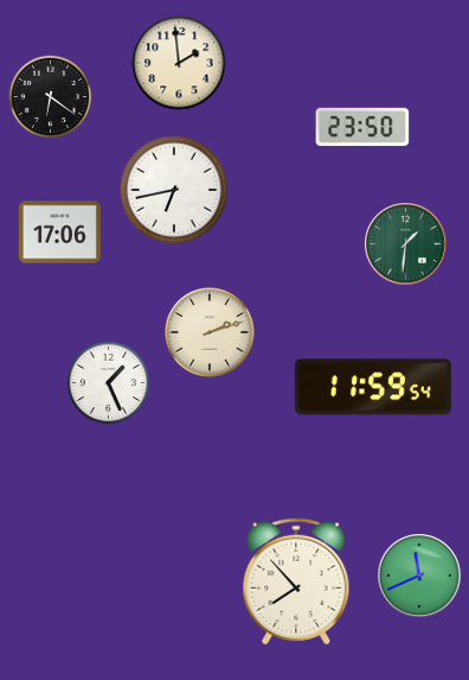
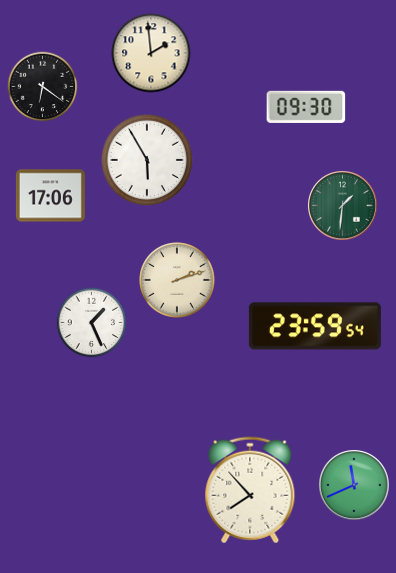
clock at (51, 97) position: (51, 97) -> (43, 87)
clock at (362, 127): 23:50 -> 09:30
clock at (174, 190): 6:43 -> 5:55
clock at (373, 387): 11:59 -> 23:59
